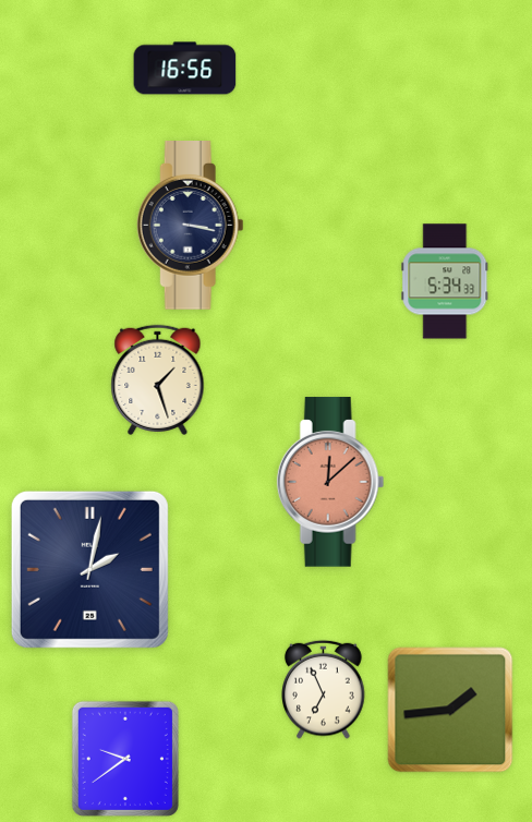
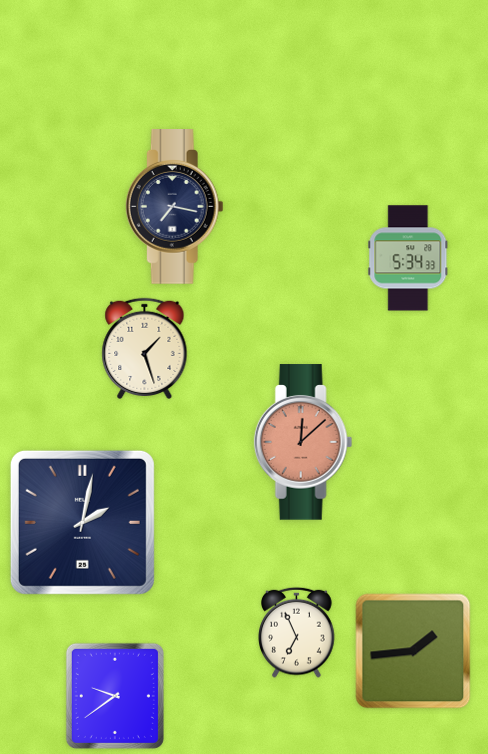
clock at (185, 69): 16:56 -> none
clock at (190, 226): 3:17 -> 7:17
